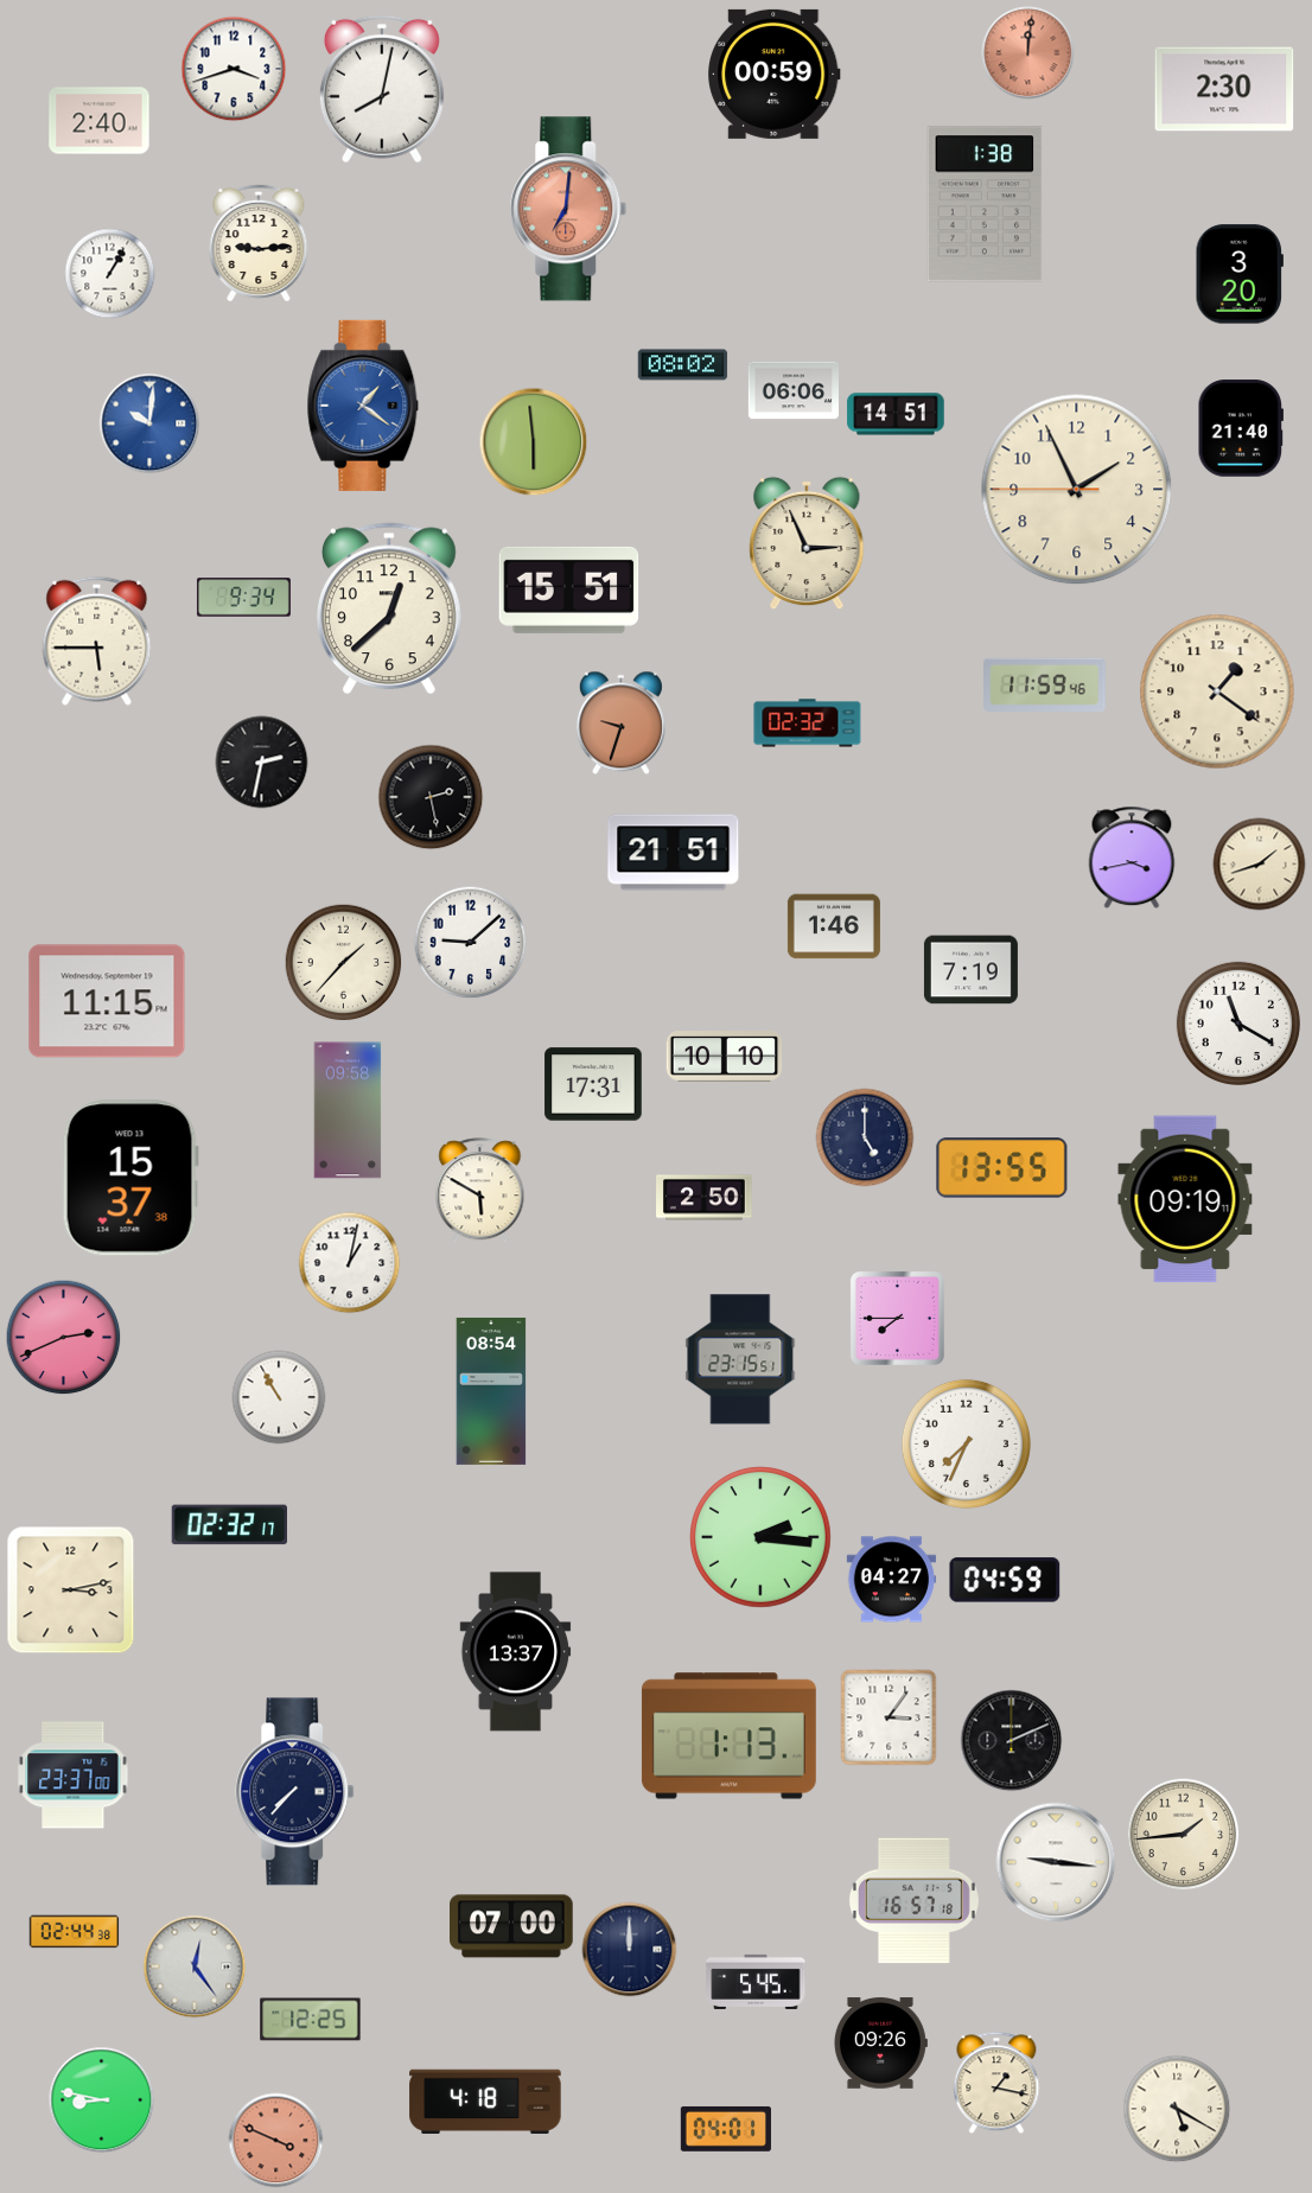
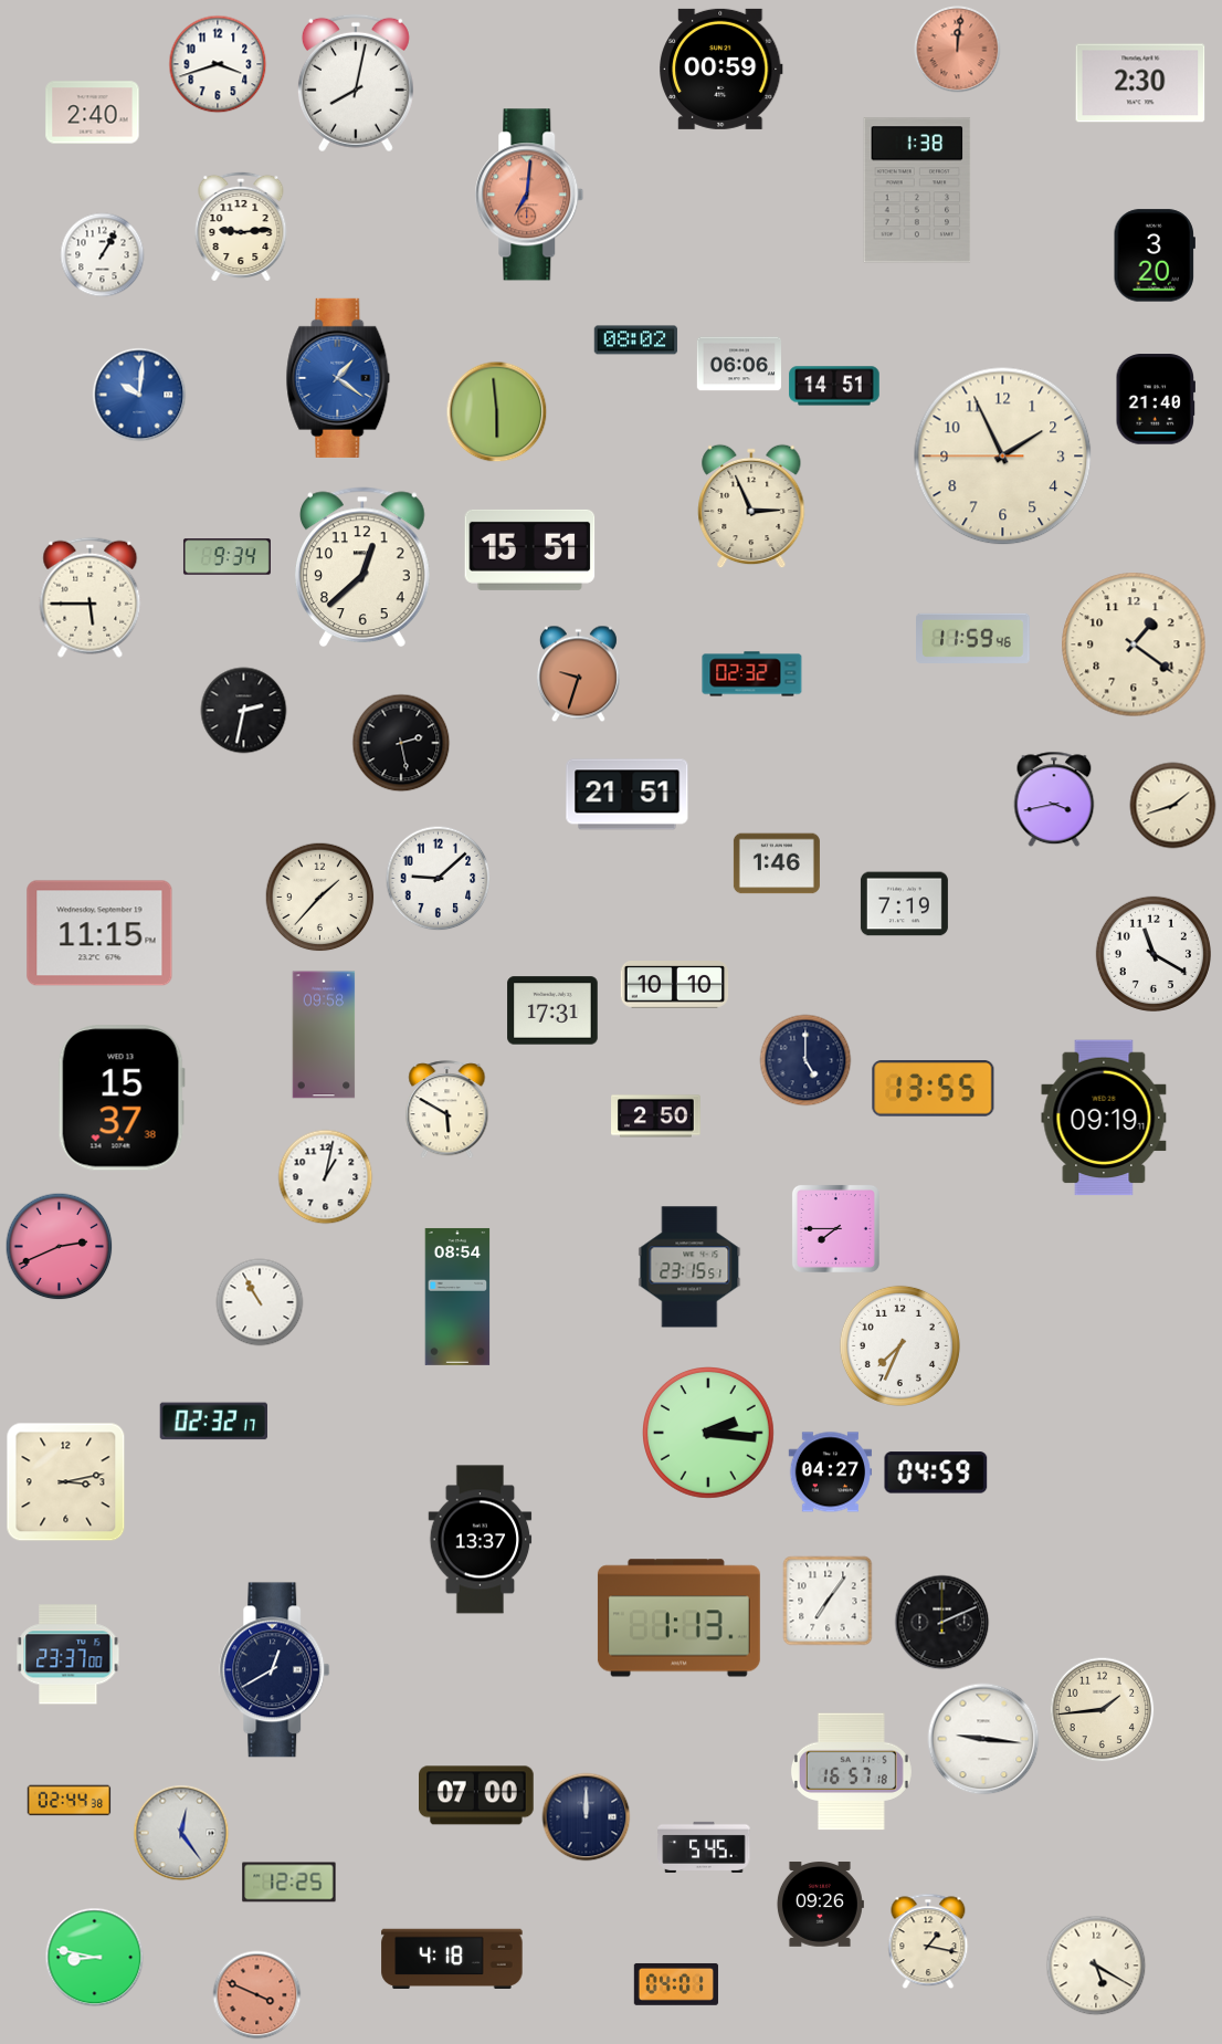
clock at (889, 1717): 3:06 -> 7:06
clock at (295, 1792): 7:37 -> 12:40
clock at (1056, 1862) position: (1056, 1862) -> (983, 1739)
